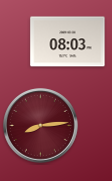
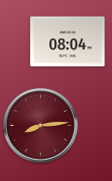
clock at (68, 42): 08:03 -> 08:04
